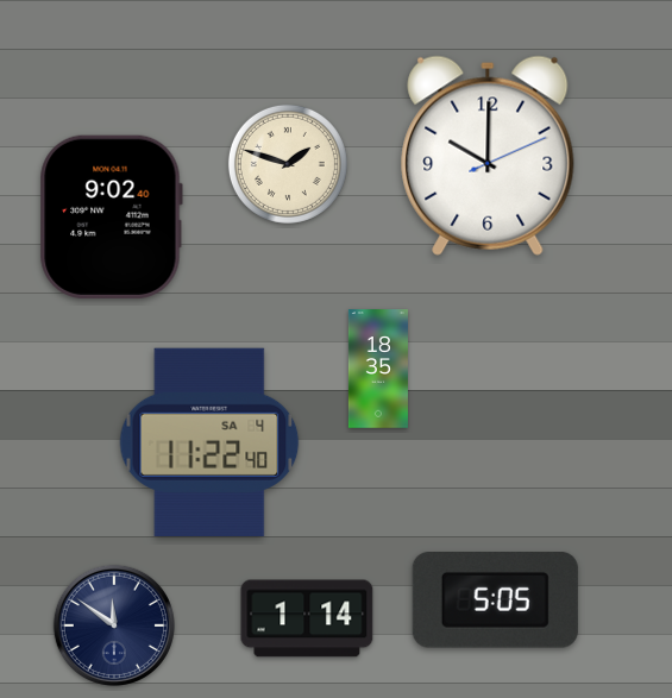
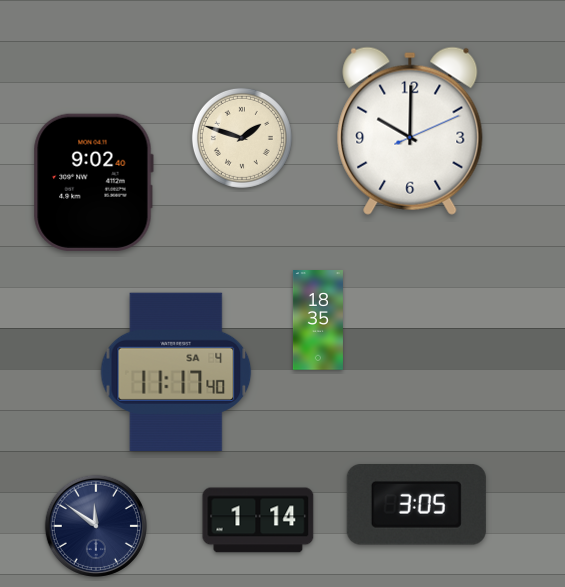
clock at (378, 369) position: (378, 369) -> (318, 320)
clock at (209, 441): 11:22 -> 11:17
clock at (495, 600): 5:05 -> 3:05
